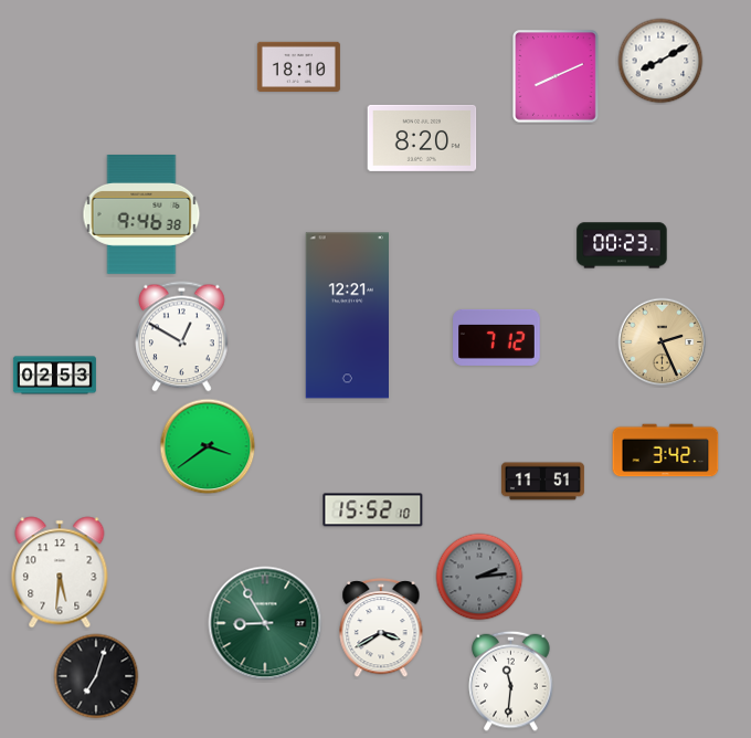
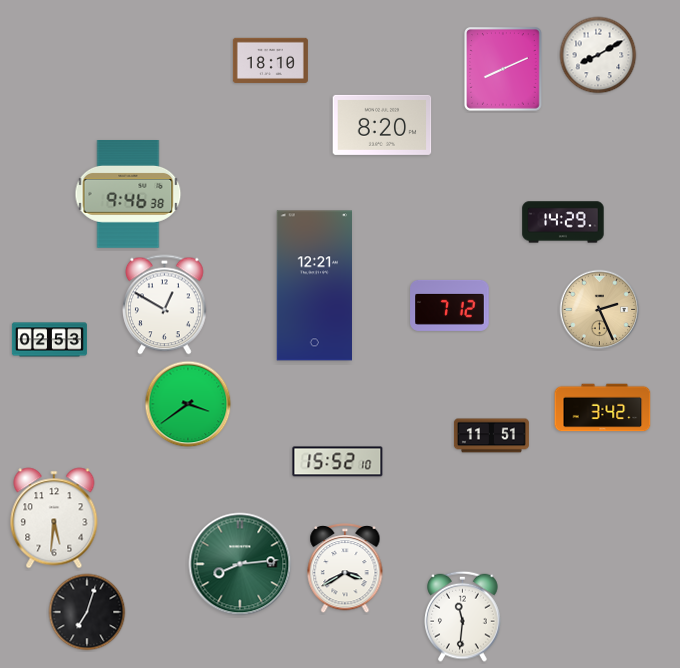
clock at (622, 245): 00:23 -> 14:29
clock at (479, 577): 2:14 -> none
clock at (265, 623): 8:55 -> 8:14
